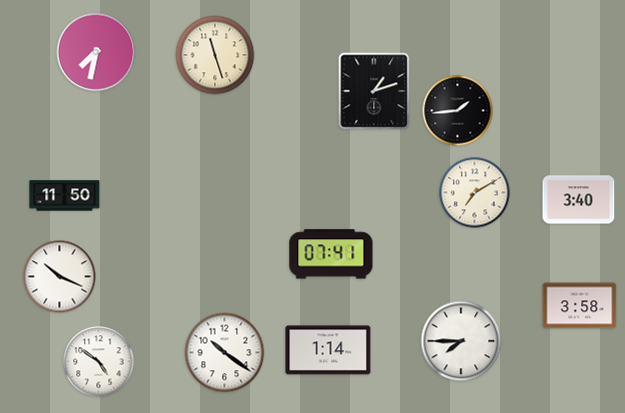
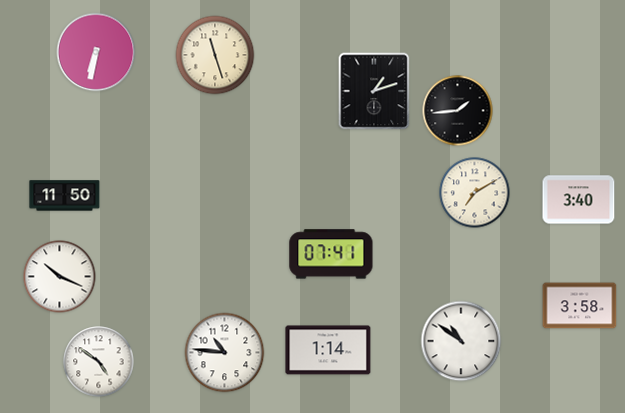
clock at (96, 52): 7:32 -> 6:32
clock at (461, 341): 7:45 -> 10:51
clock at (225, 353): 10:21 -> 10:46
